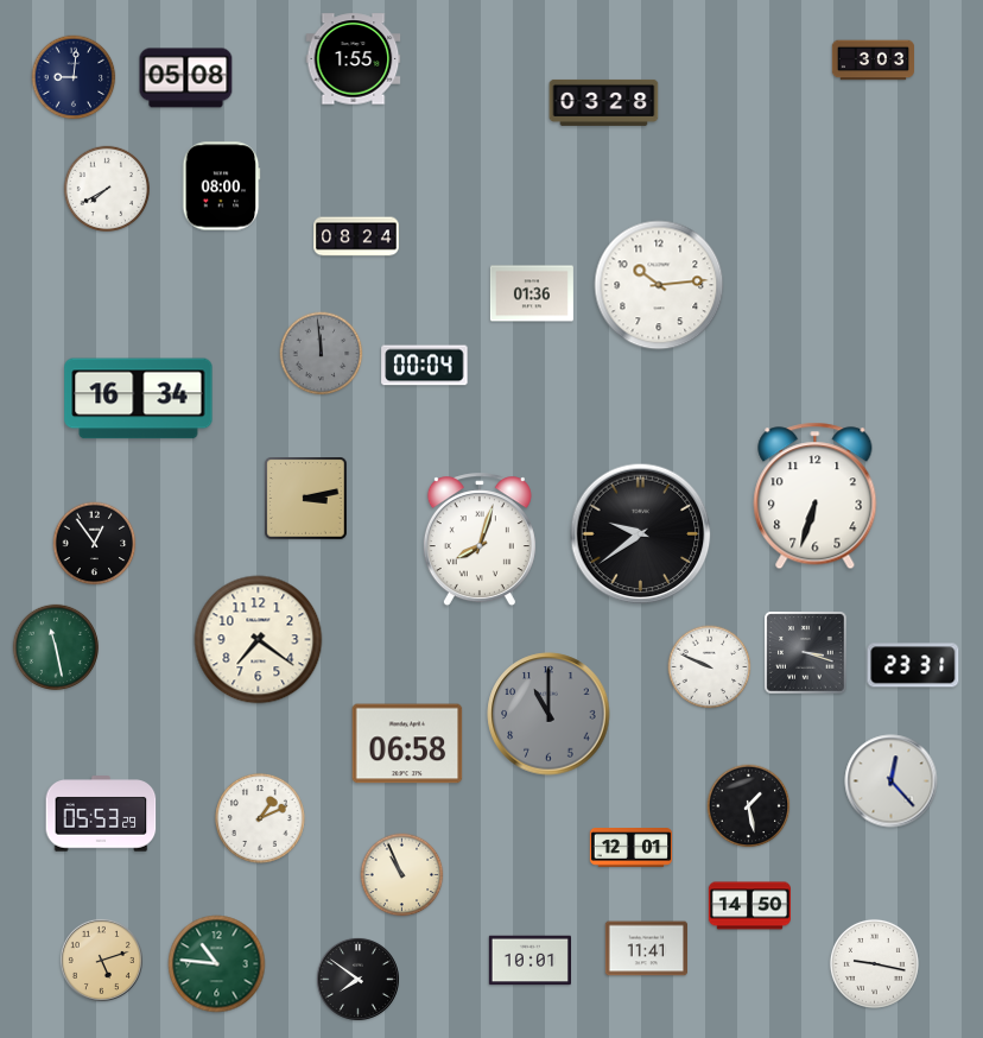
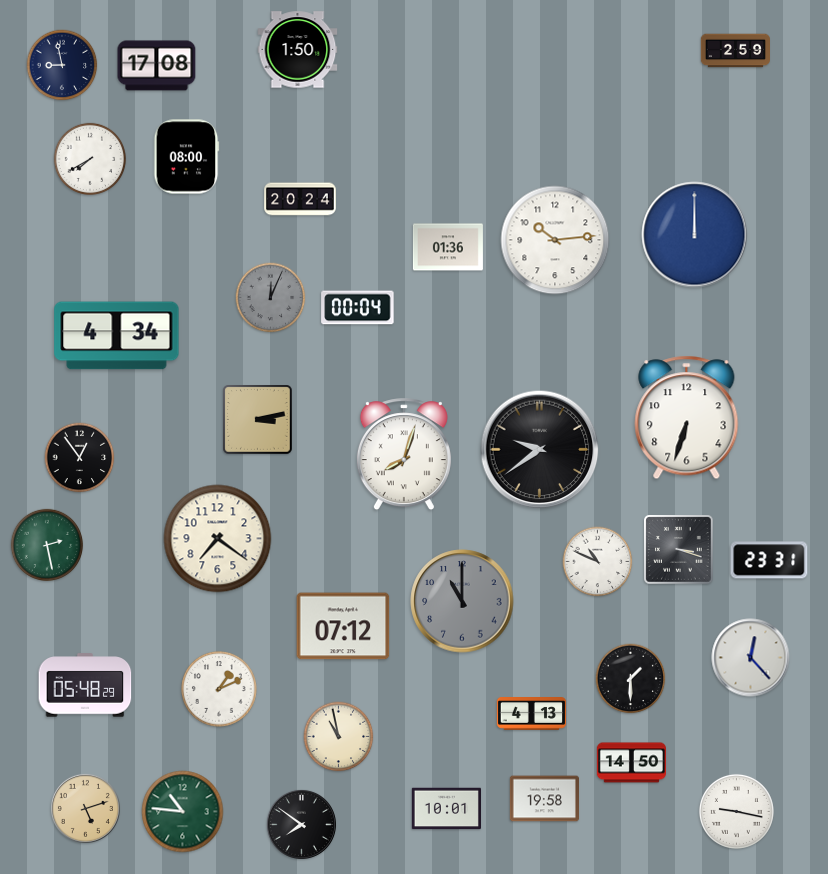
clock at (354, 59): 1:55 -> 1:50
clock at (873, 61): 3:03 -> 2:59
clock at (74, 77): 9:01 -> 8:58
clock at (186, 78): 05:08 -> 17:08
clock at (604, 102): 03:28 -> none
clock at (356, 236): 08:24 -> 20:24
clock at (695, 235): none -> 12:00
clock at (322, 354): 11:59 -> 12:04
clock at (139, 399): 16:34 -> 4:34
clock at (56, 647): 11:28 -> 2:28
clock at (710, 667): 9:49 -> 10:49
clock at (407, 743): 06:58 -> 07:12
clock at (749, 806): 1:28 -> 1:30
clock at (101, 814): 05:53 -> 05:48
clock at (630, 848): 12:01 -> 4:13
clock at (402, 875): 10:56 -> 10:58
clock at (646, 949): 11:41 -> 19:58
